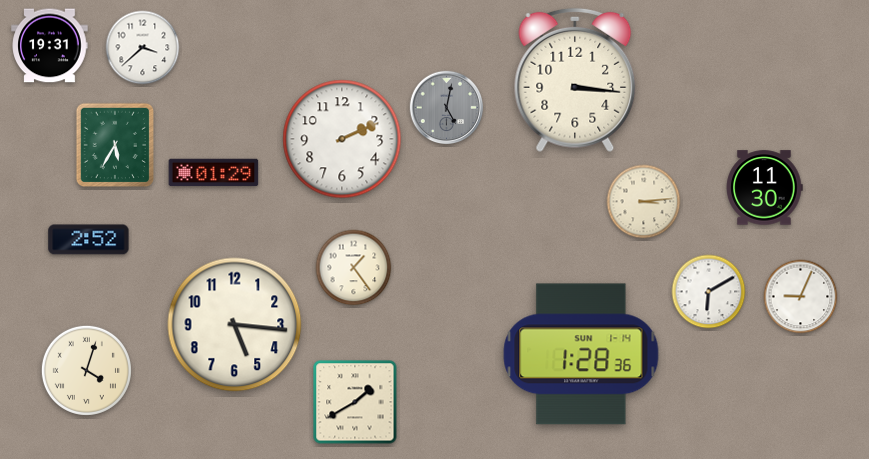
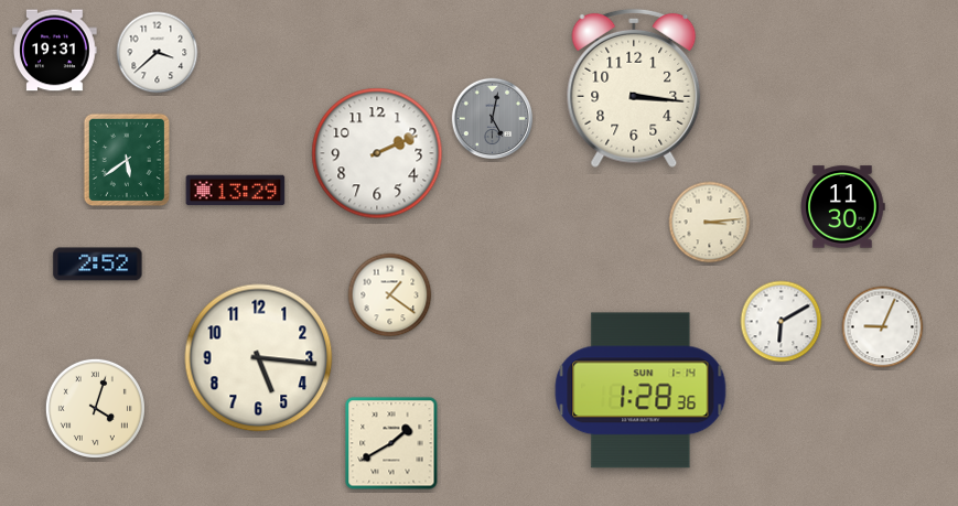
clock at (114, 145): 5:35 -> 5:39
clock at (214, 173): 01:29 -> 13:29
clock at (354, 268): 1:24 -> 1:21
